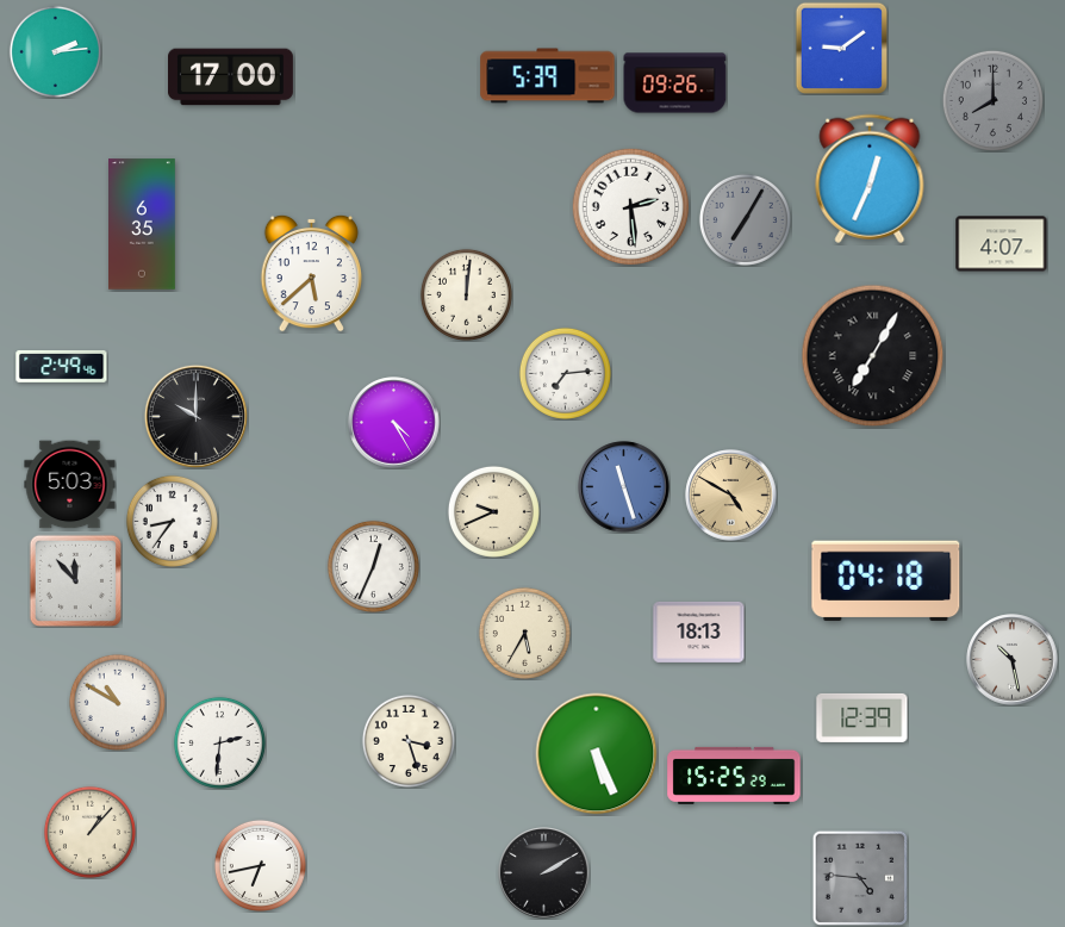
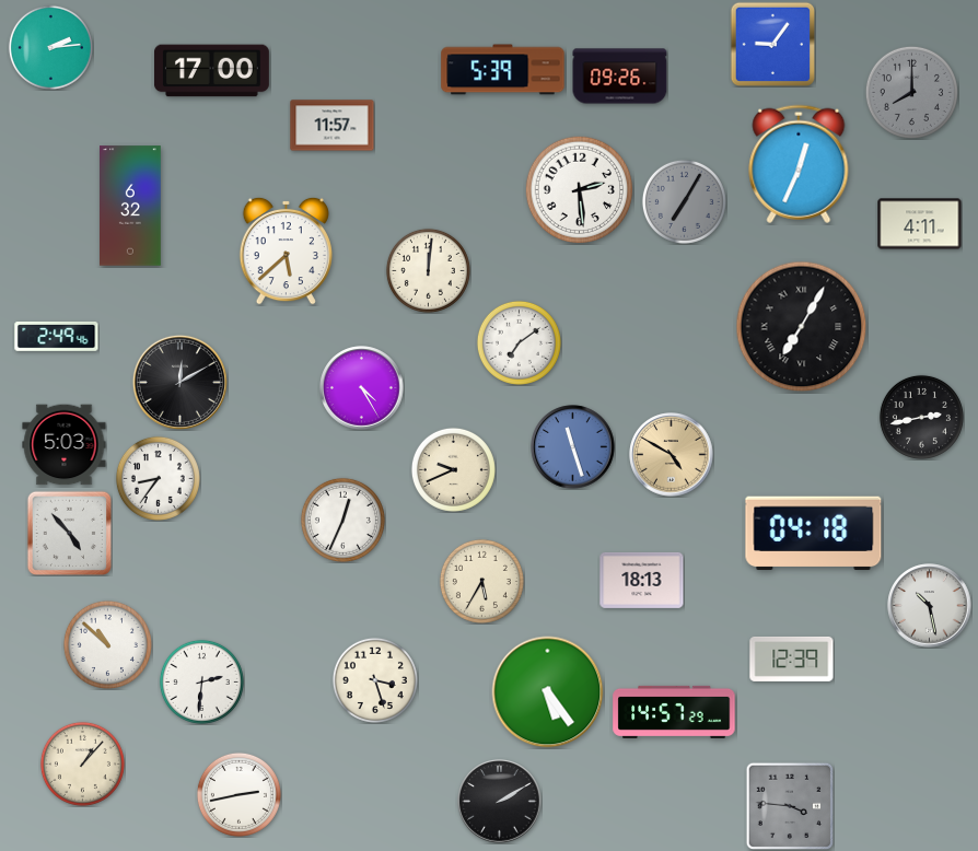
clock at (841, 48): 9:09 -> 9:06
clock at (333, 126): none -> 11:57
clock at (143, 224): 6:35 -> 6:32
clock at (1002, 244): 4:07 -> 4:11
clock at (565, 373): 7:14 -> 7:09
clock at (195, 416): 10:00 -> 12:10
clock at (921, 417): none -> 2:43
clock at (75, 580): 11:53 -> 4:53
clock at (117, 702): 10:50 -> 10:52
clock at (597, 754): 5:26 -> 5:24
clock at (734, 776): 15:25 -> 14:57
clock at (260, 865): 6:43 -> 2:43
clock at (859, 877): 4:46 -> 3:46
